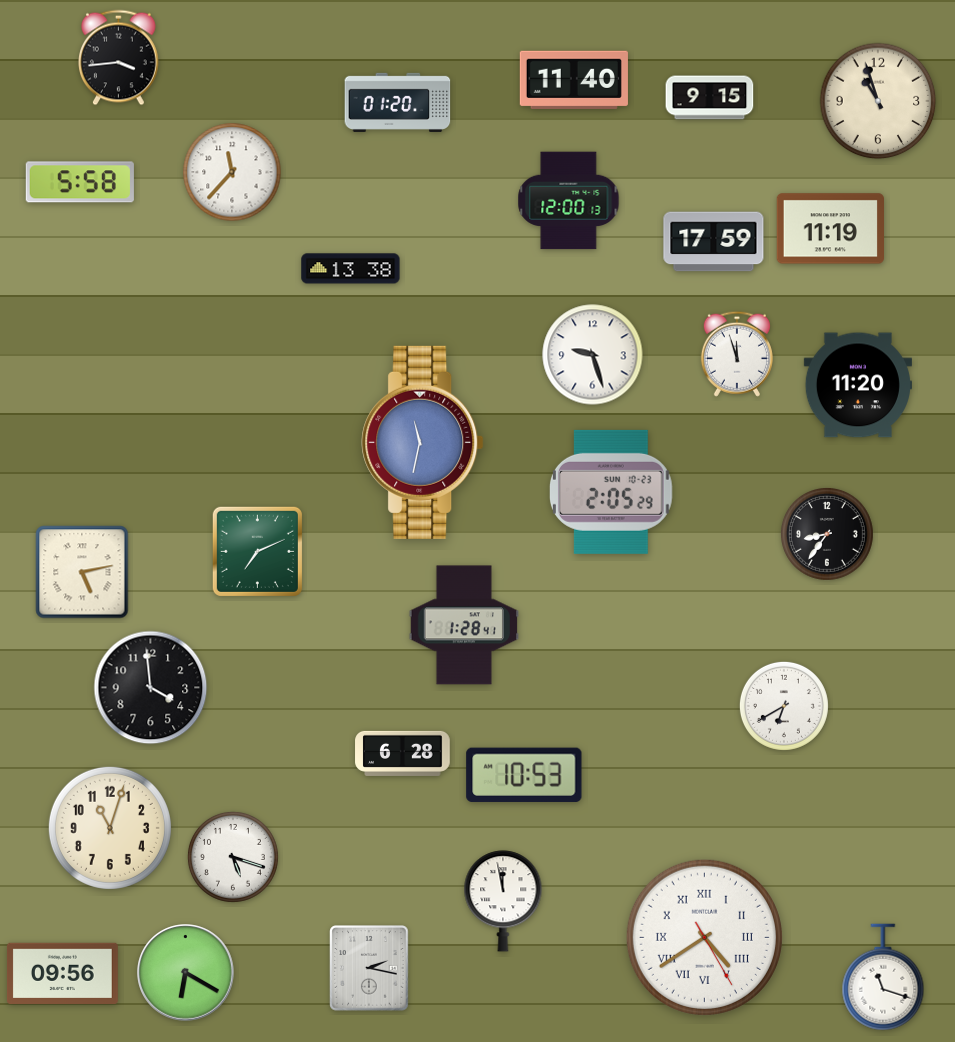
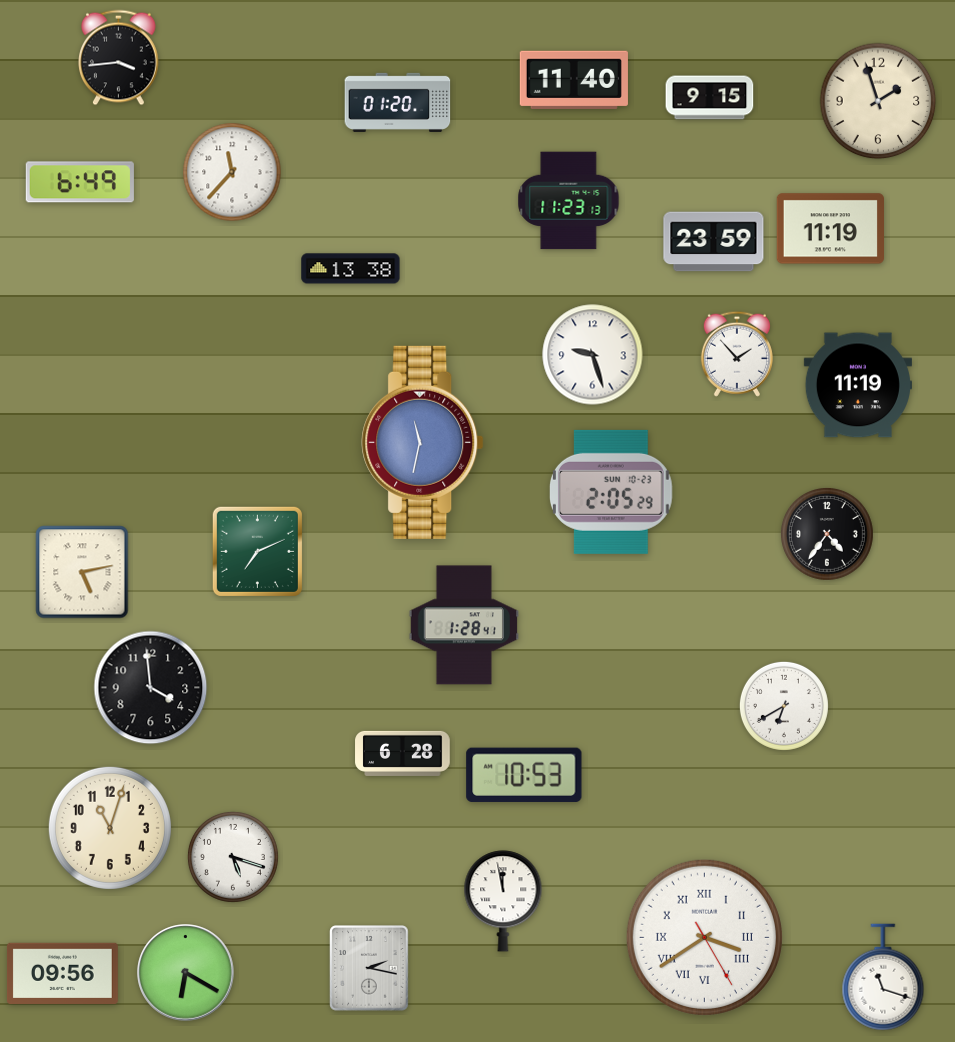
clock at (878, 101): 10:57 -> 1:57
clock at (80, 182): 5:58 -> 6:49
clock at (569, 201): 12:00 -> 11:23
clock at (714, 242): 17:59 -> 23:59
clock at (737, 354): 11:57 -> 1:53
clock at (858, 385): 11:20 -> 11:19
clock at (828, 535): 8:36 -> 4:36
clock at (704, 937): 4:39 -> 3:39
